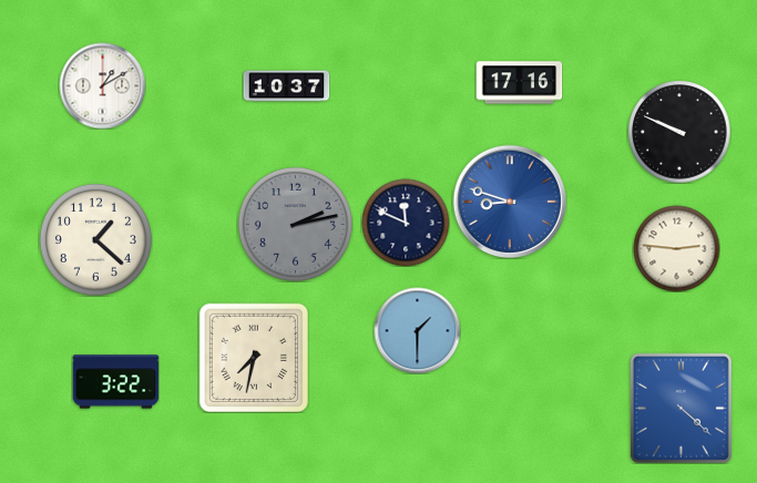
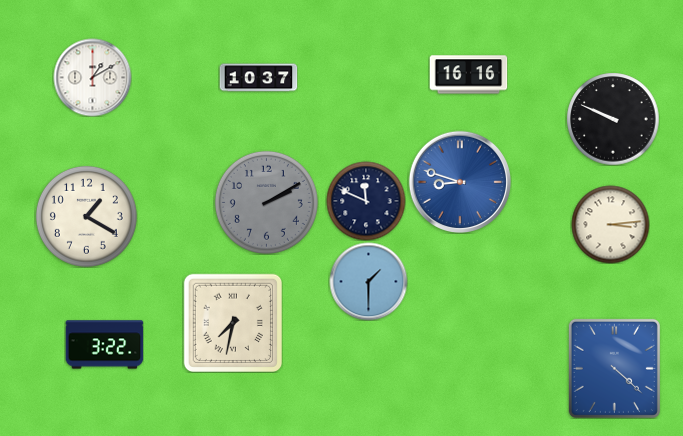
clock at (519, 83): 17:16 -> 16:16
clock at (295, 224): 2:13 -> 2:10
clock at (95, 239): 1:22 -> 1:20
clock at (676, 248): 2:46 -> 3:14
clock at (417, 330) position: (417, 330) -> (368, 281)
clock at (253, 357) position: (253, 357) -> (232, 322)
